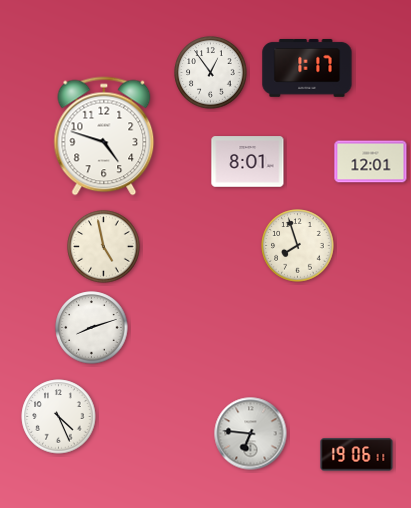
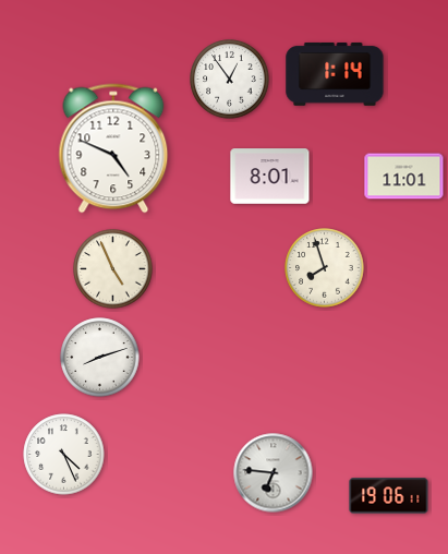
clock at (307, 68): 1:17 -> 1:14
clock at (104, 136): 4:48 -> 4:49
clock at (371, 162): 12:01 -> 11:01
clock at (104, 247): 4:58 -> 4:56
